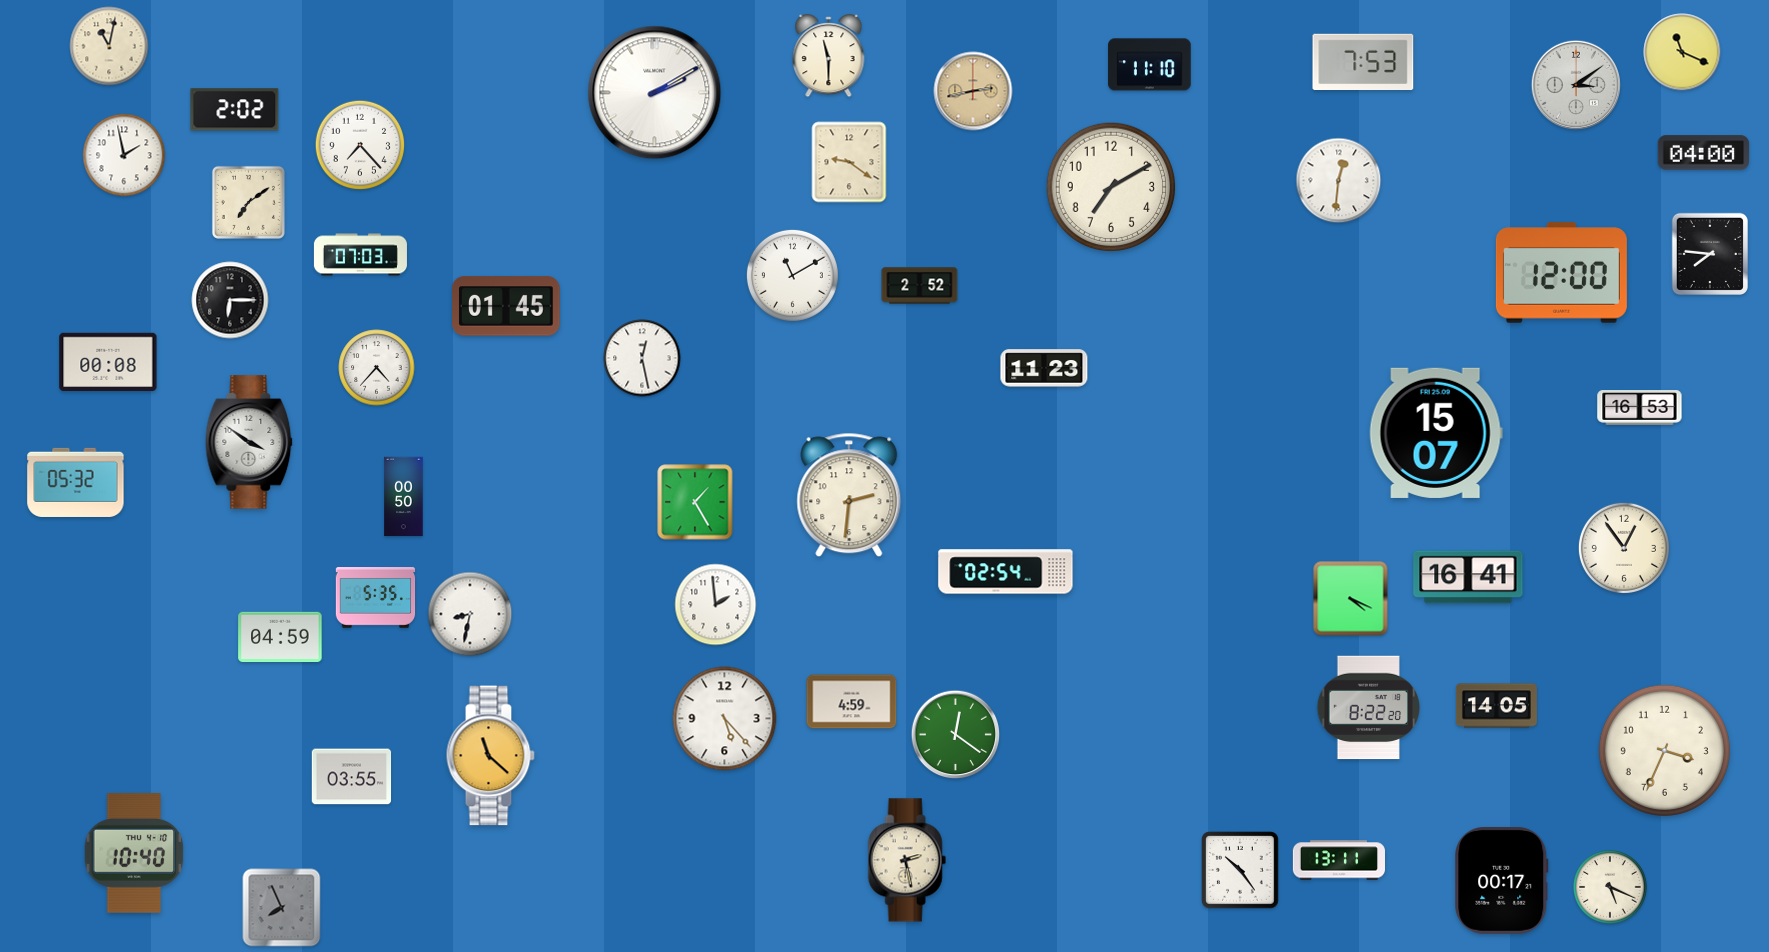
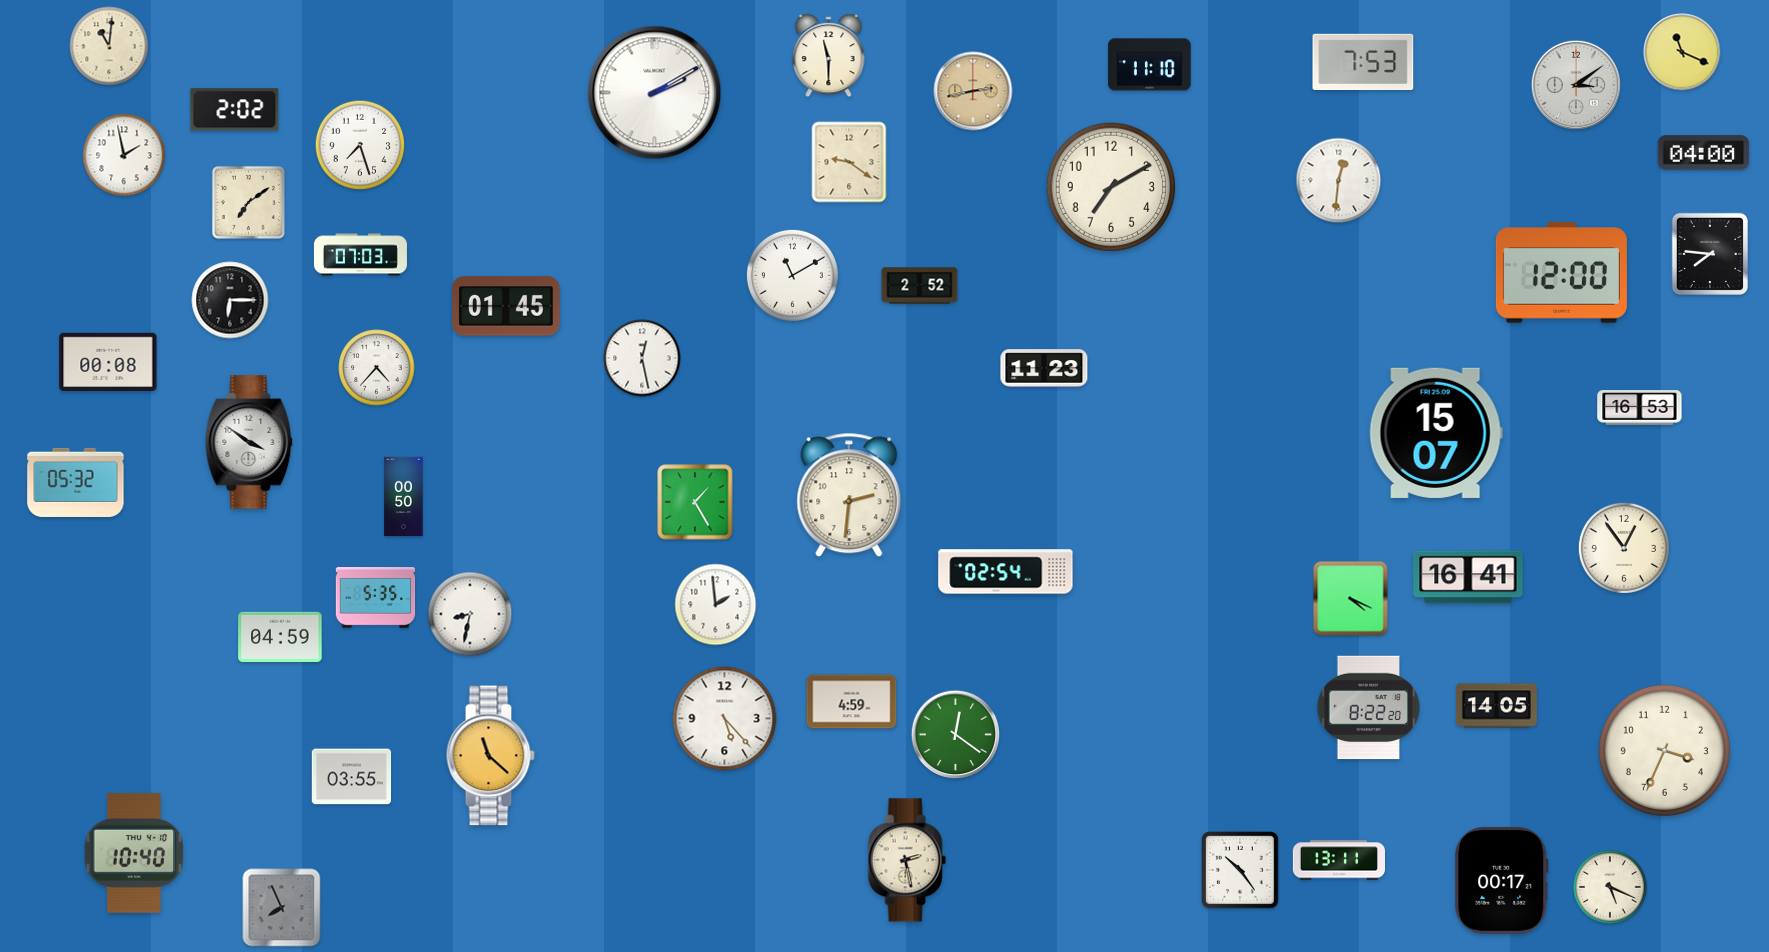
clock at (109, 46): 11:02 -> 11:01
clock at (360, 145): 7:23 -> 7:27
